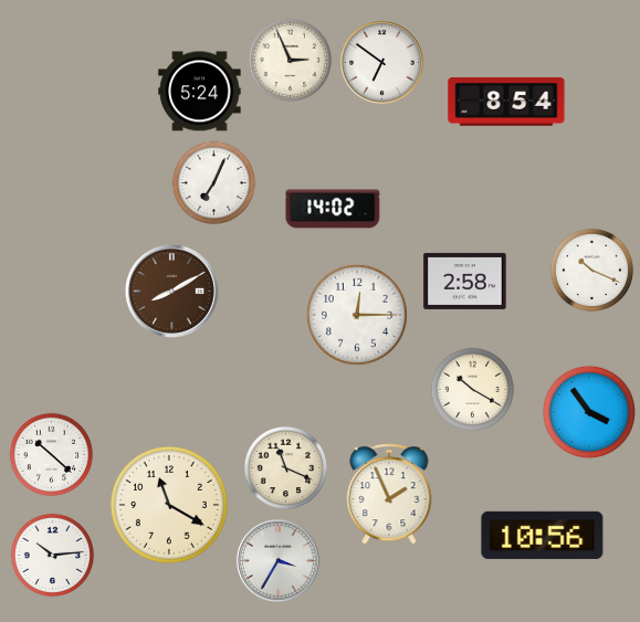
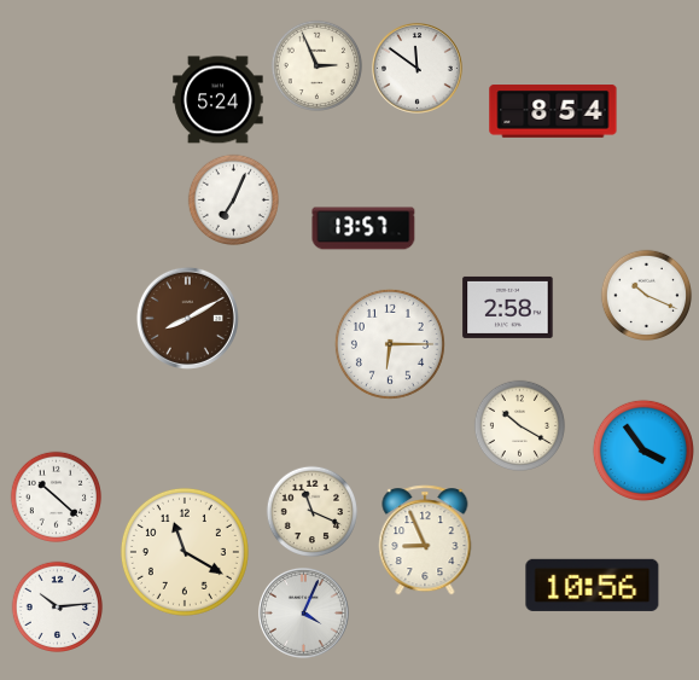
clock at (381, 62): 6:51 -> 11:51
clock at (333, 209): 14:02 -> 13:57
clock at (357, 315): 12:15 -> 6:15
clock at (473, 390) position: (473, 390) -> (520, 426)
clock at (389, 494): 1:56 -> 8:56
clock at (277, 560): 3:35 -> 4:04
